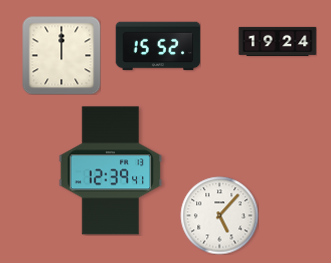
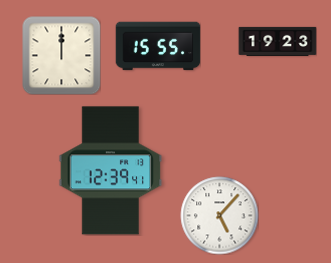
clock at (277, 41): 19:24 -> 19:23
clock at (158, 46): 15:52 -> 15:55
